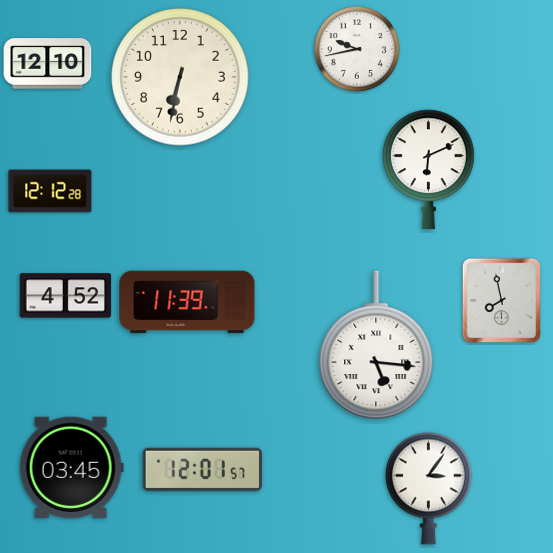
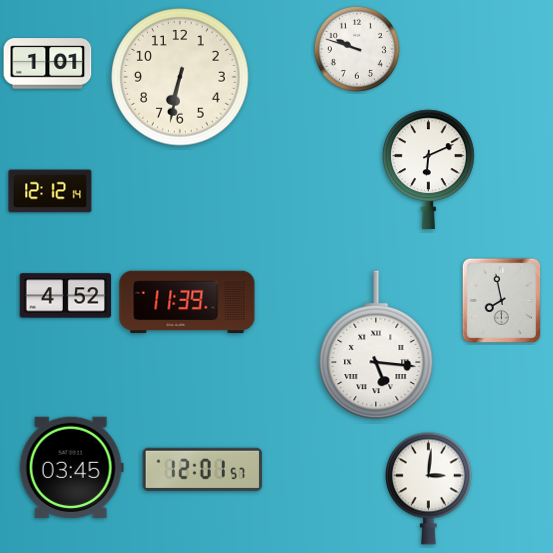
clock at (357, 49): 9:43 -> 9:48
clock at (48, 64): 12:10 -> 1:01
clock at (50, 191): 12:12:28 -> 12:12:14
clock at (428, 488): 3:06 -> 3:01
